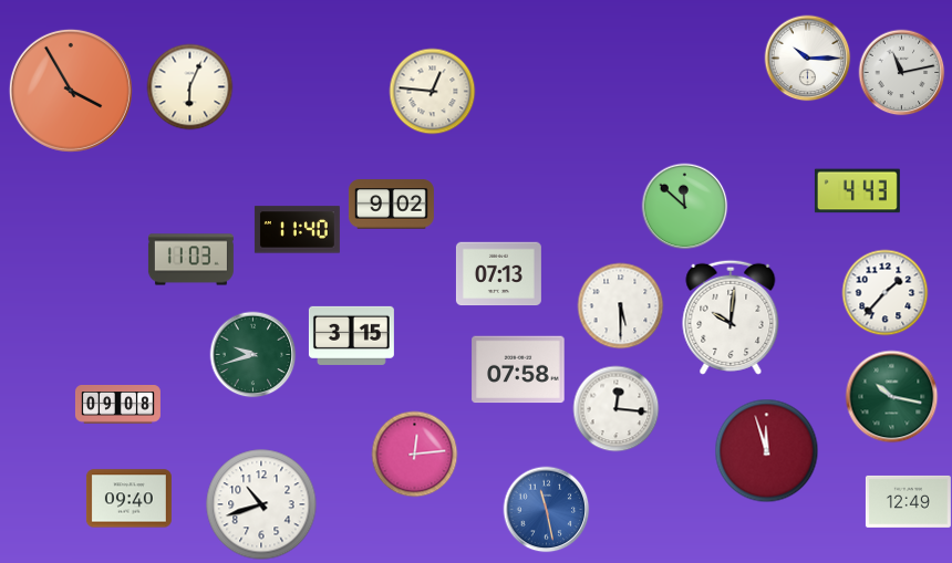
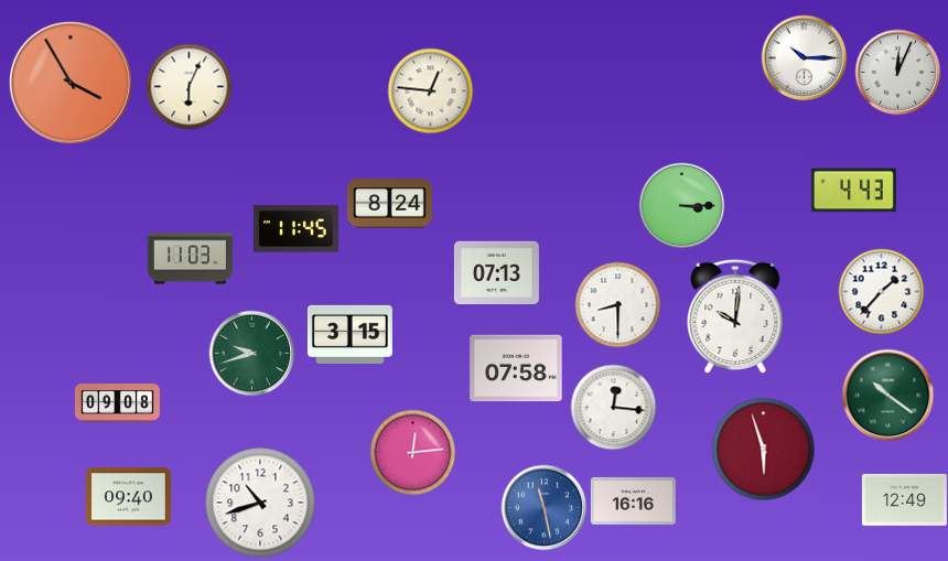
clock at (901, 72): 11:13 -> 12:04
clock at (71, 91) position: (71, 91) -> (71, 83)
clock at (391, 205): 9:02 -> 8:24
clock at (684, 206): 11:52 -> 3:15
clock at (297, 230): 11:40 -> 11:45
clock at (620, 305): 5:30 -> 8:30
clock at (731, 317) position: (731, 317) -> (735, 316)
clock at (891, 396): 10:17 -> 10:21
clock at (766, 450): 11:57 -> 5:57
clock at (633, 500): none -> 16:16
